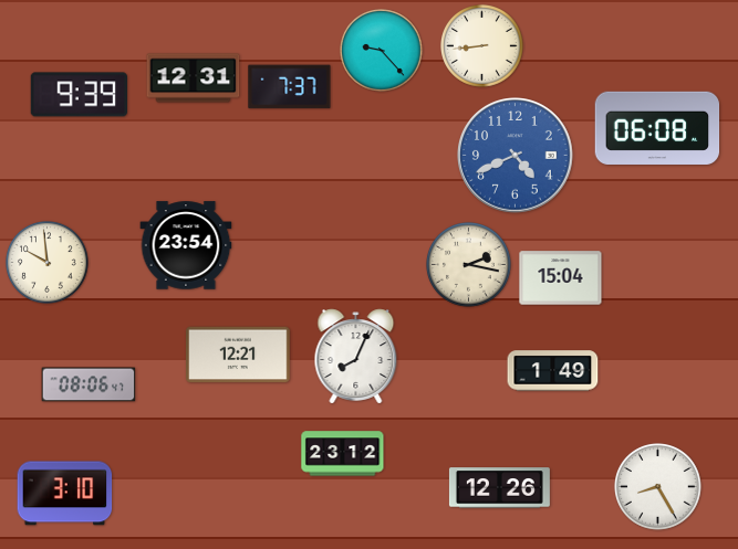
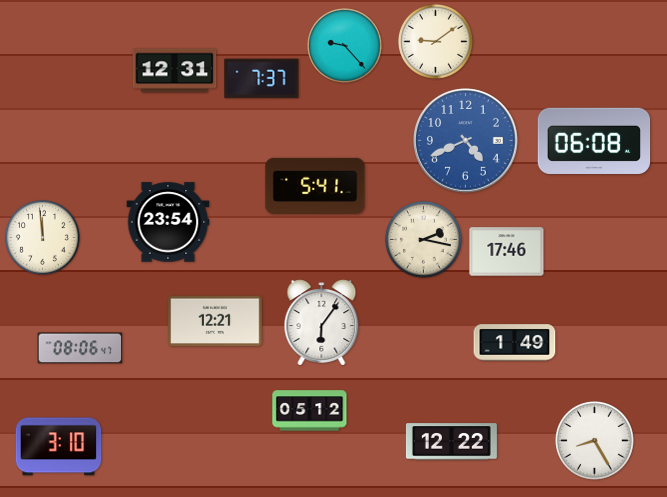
clock at (482, 46): 8:44 -> 9:09
clock at (79, 95): 9:39 -> none
clock at (657, 128) position: (657, 128) -> (594, 141)
clock at (315, 186): none -> 5:41
clock at (48, 263): 9:59 -> 11:59
clock at (561, 278): 15:04 -> 17:46
clock at (356, 357): 8:04 -> 6:06
clock at (553, 371) position: (553, 371) -> (515, 343)
clock at (343, 454): 23:12 -> 05:12
clock at (499, 488): 12:26 -> 12:22
